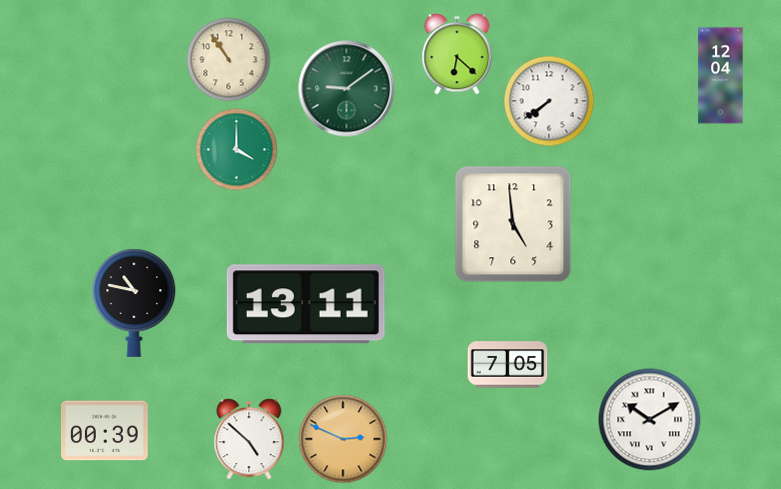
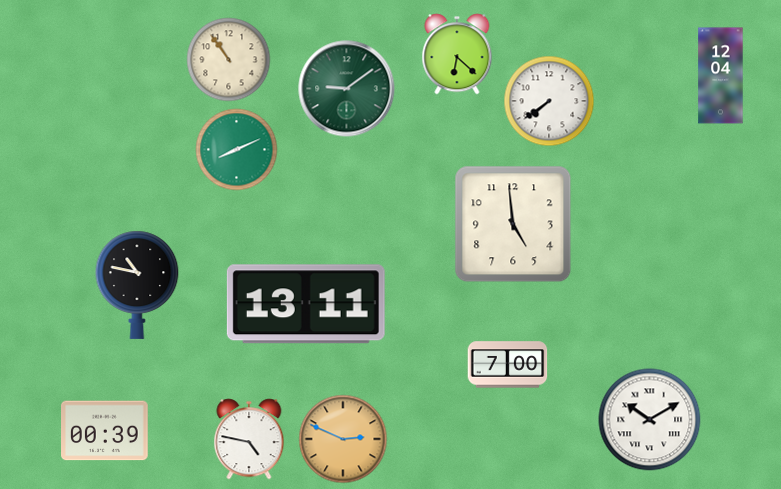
clock at (237, 150): 4:00 -> 8:11
clock at (134, 303) position: (134, 303) -> (137, 285)
clock at (508, 365): 7:05 -> 7:00
clock at (249, 439): 4:52 -> 4:47
